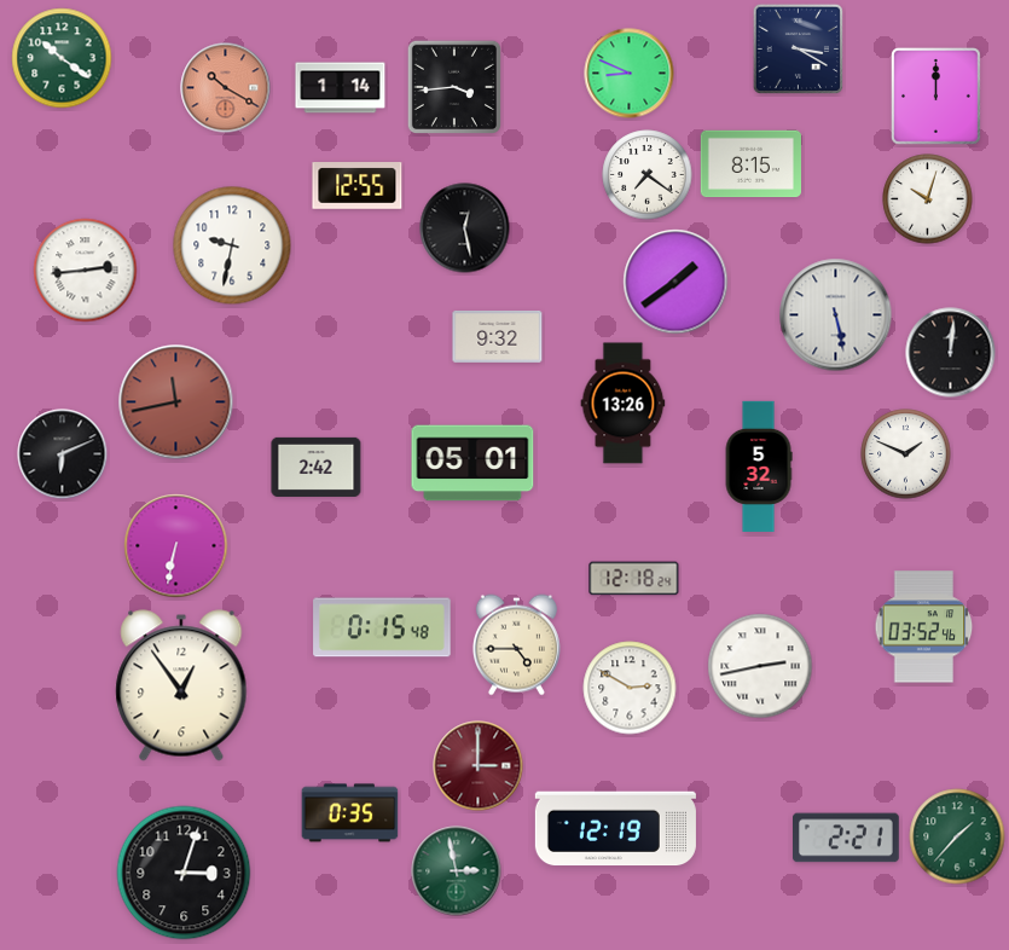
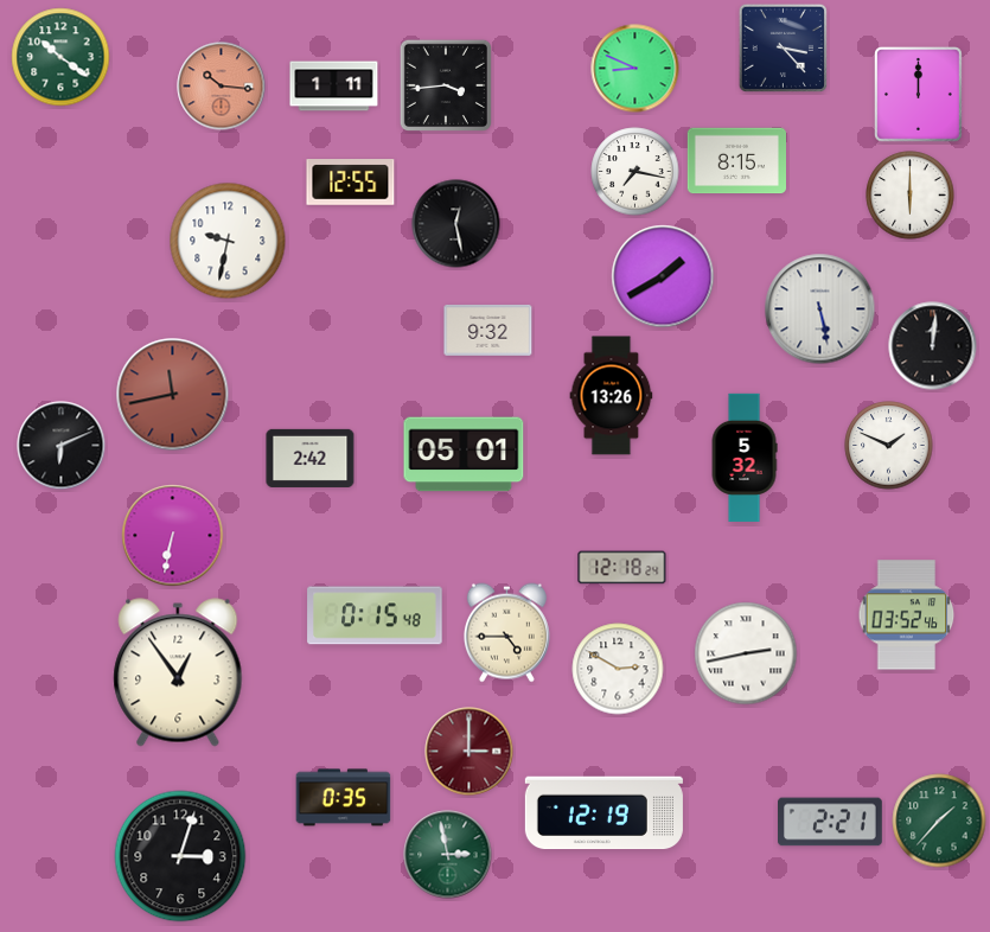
clock at (798, 48): 3:20 -> 3:23
clock at (630, 74) position: (630, 74) -> (635, 69)
clock at (226, 88): 10:20 -> 10:16
clock at (341, 88): 1:14 -> 1:11
clock at (648, 175): 7:21 -> 7:17
clock at (928, 199): 10:03 -> 6:00
clock at (86, 271): 2:44 -> none
clock at (675, 282): 1:39 -> 1:40
clock at (630, 688) position: (630, 688) -> (618, 669)
